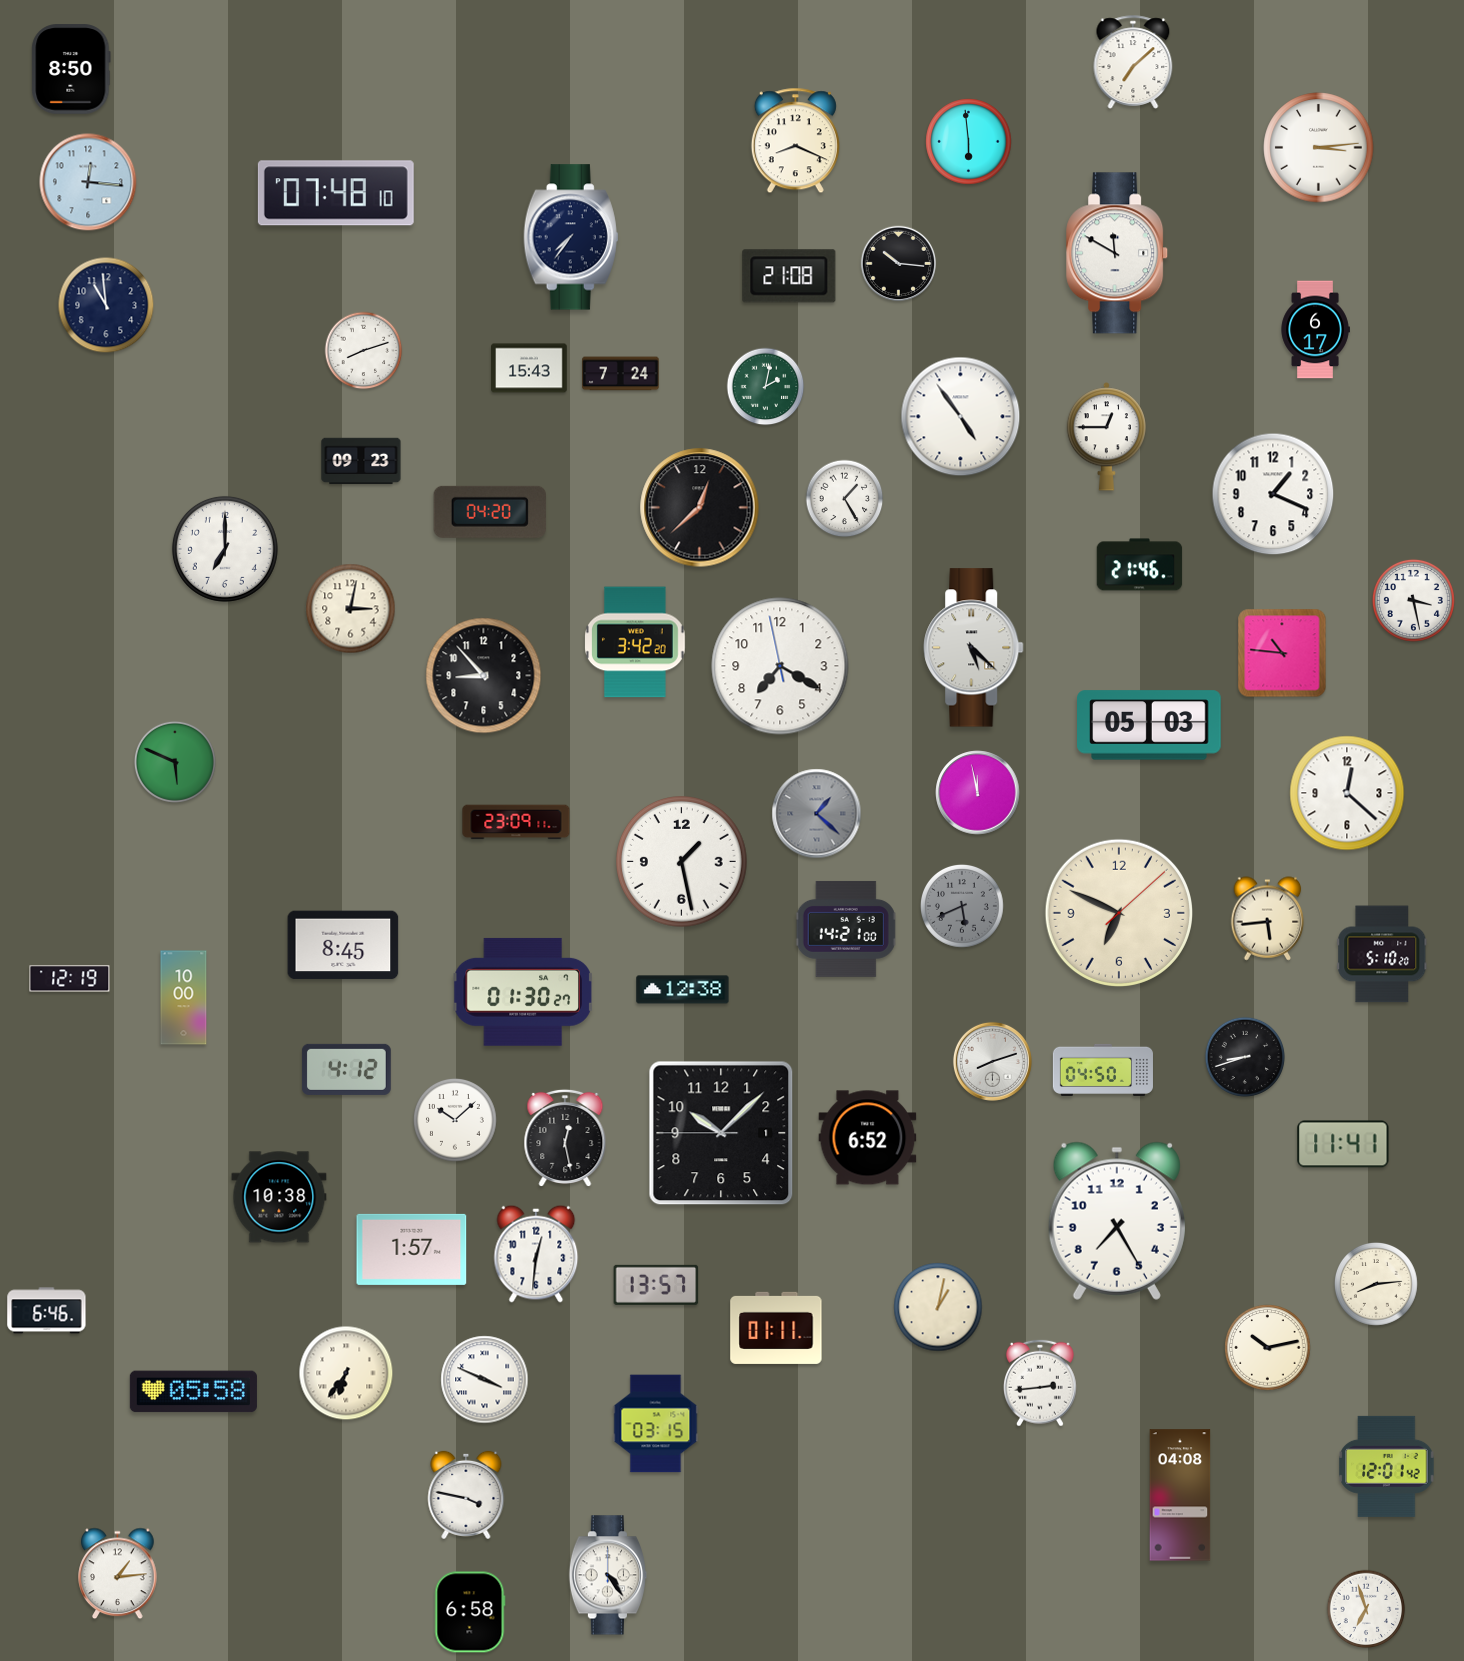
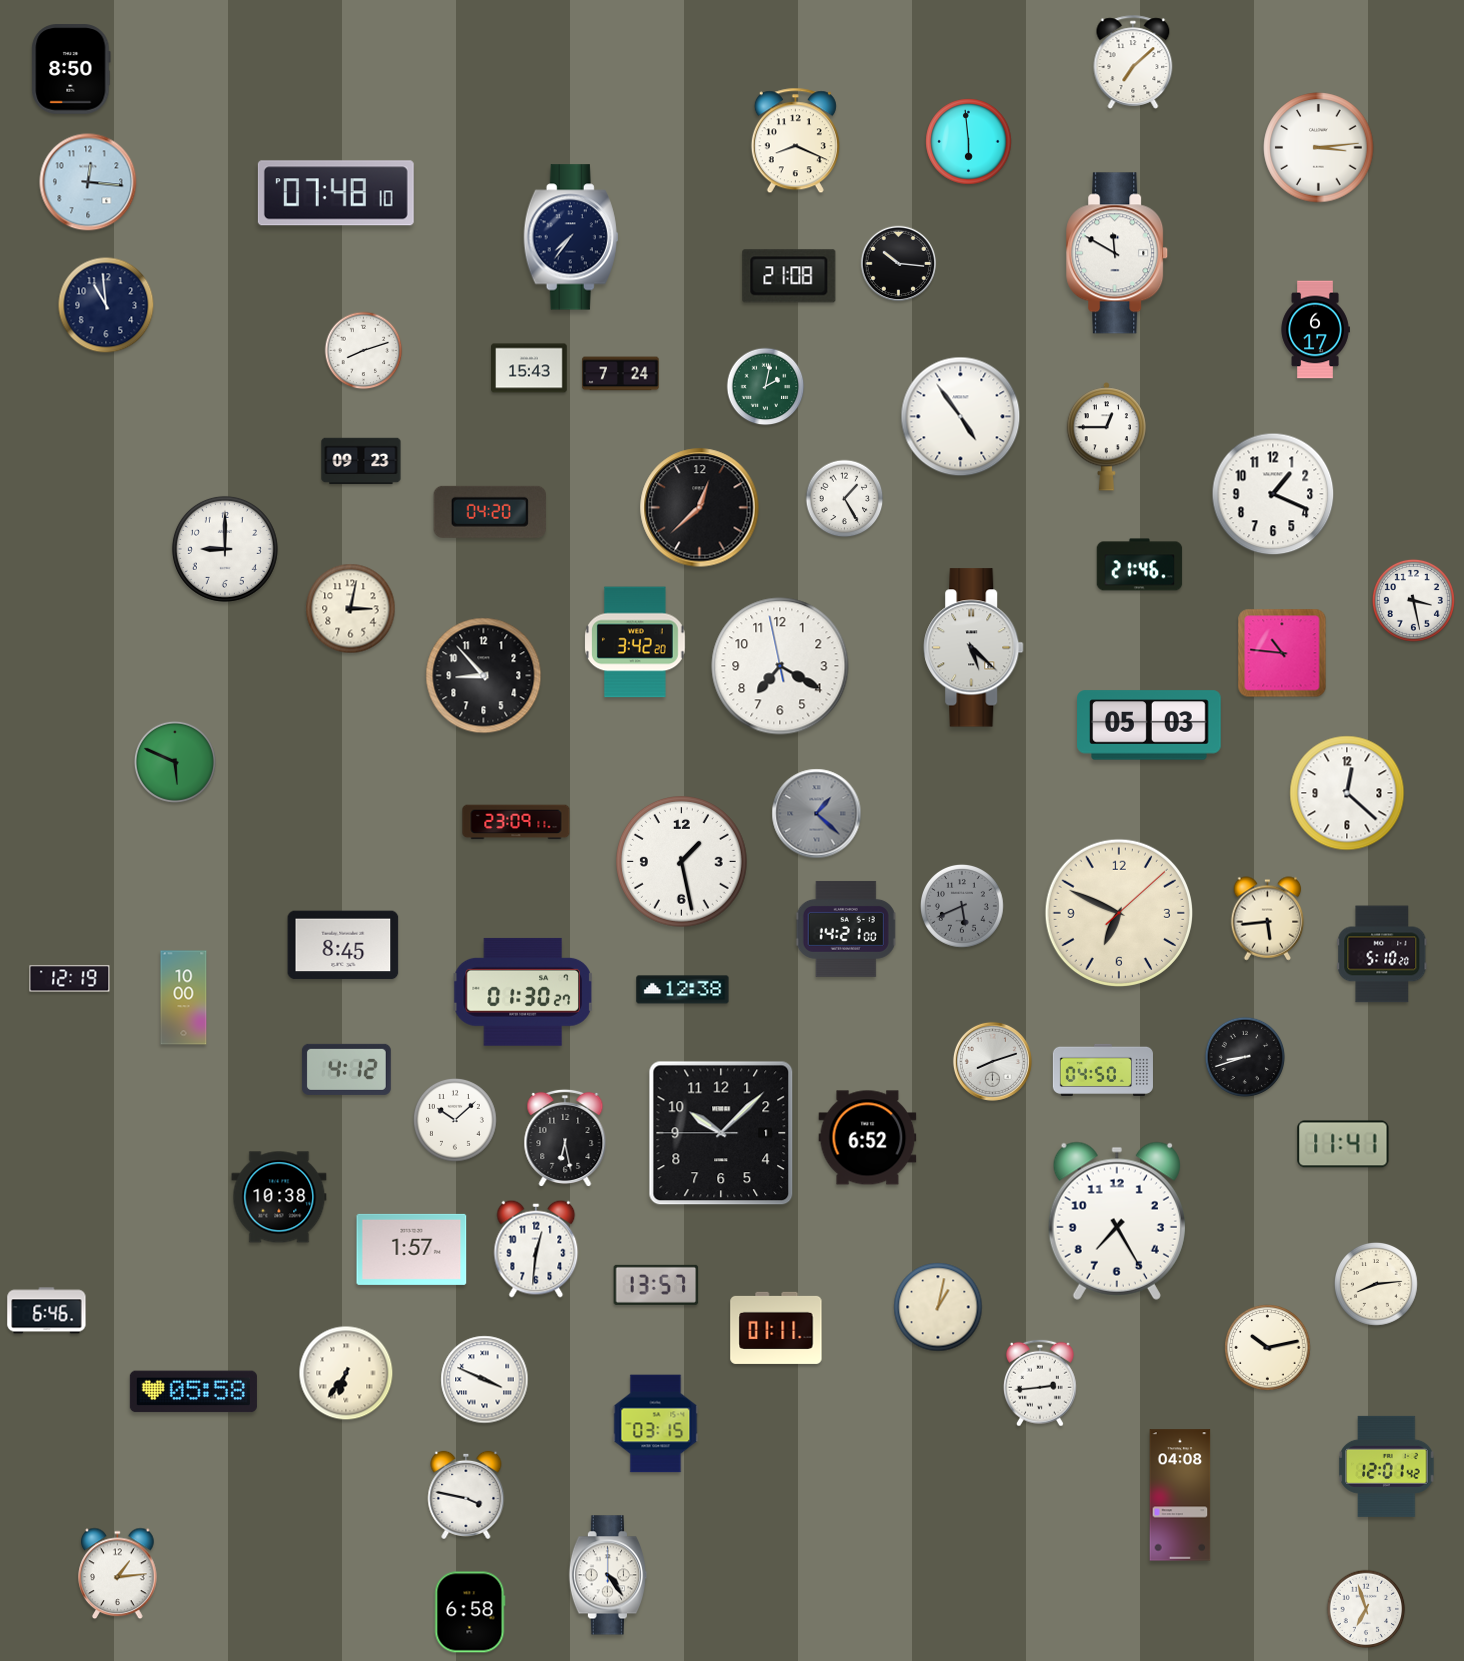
clock at (225, 549): 7:00 -> 9:00
clock at (978, 793): 11:58 -> none
clock at (565, 1137): 12:28 -> 6:28
clock at (536, 1254) position: (536, 1254) -> (536, 1249)
